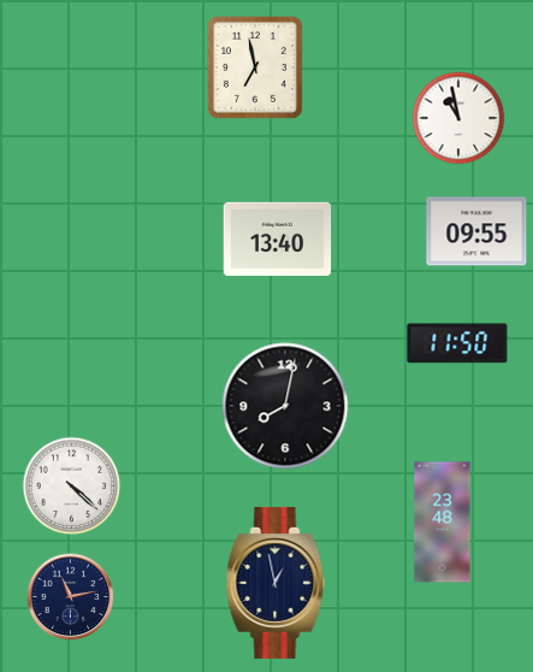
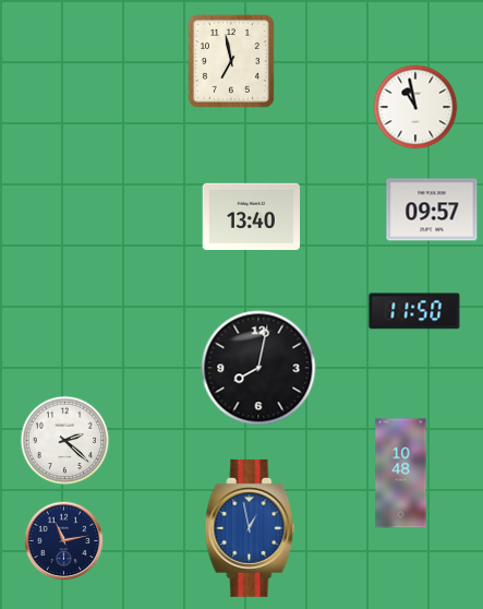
clock at (476, 231): 09:55 -> 09:57
clock at (72, 487): 4:22 -> 2:22
clock at (443, 523): 23:48 -> 10:48
clock at (276, 583) dial: navy -> blue
